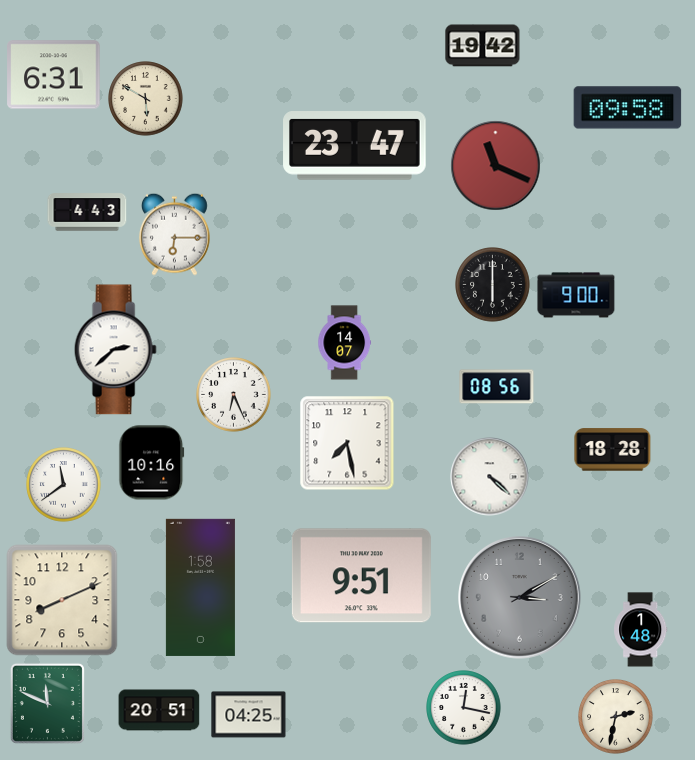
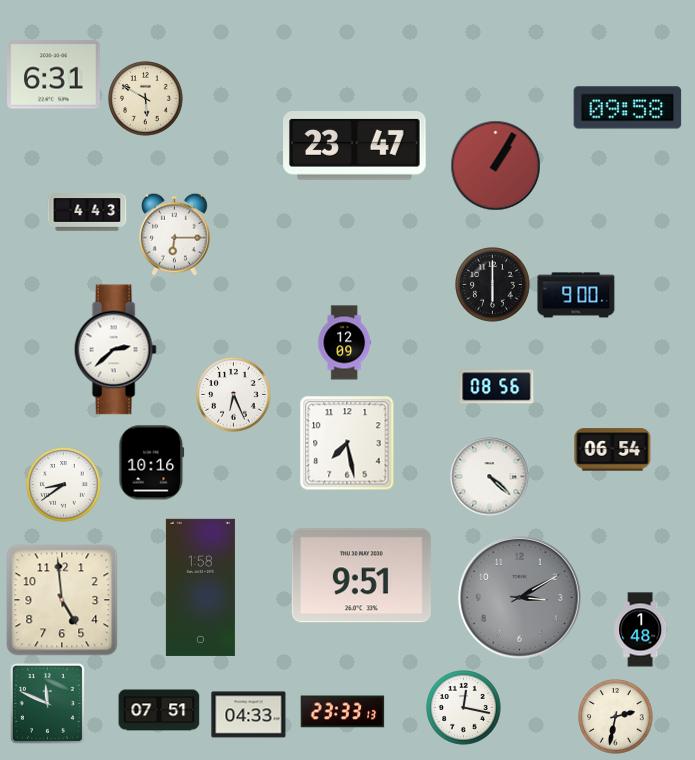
clock at (483, 46): 19:42 -> none
clock at (496, 166): 11:19 -> 1:05
clock at (345, 343): 14:07 -> 12:09
clock at (613, 450): 18:28 -> 06:54
clock at (64, 485): 11:39 -> 8:39
clock at (62, 600): 8:11 -> 4:59
clock at (159, 710): 20:51 -> 07:51
clock at (343, 712): none -> 23:33
clock at (249, 715): 04:25 -> 04:33
